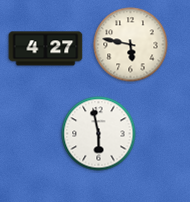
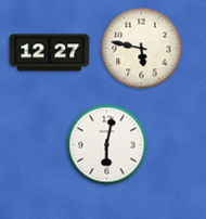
clock at (46, 49): 4:27 -> 12:27
clock at (99, 134): 5:58 -> 6:02
